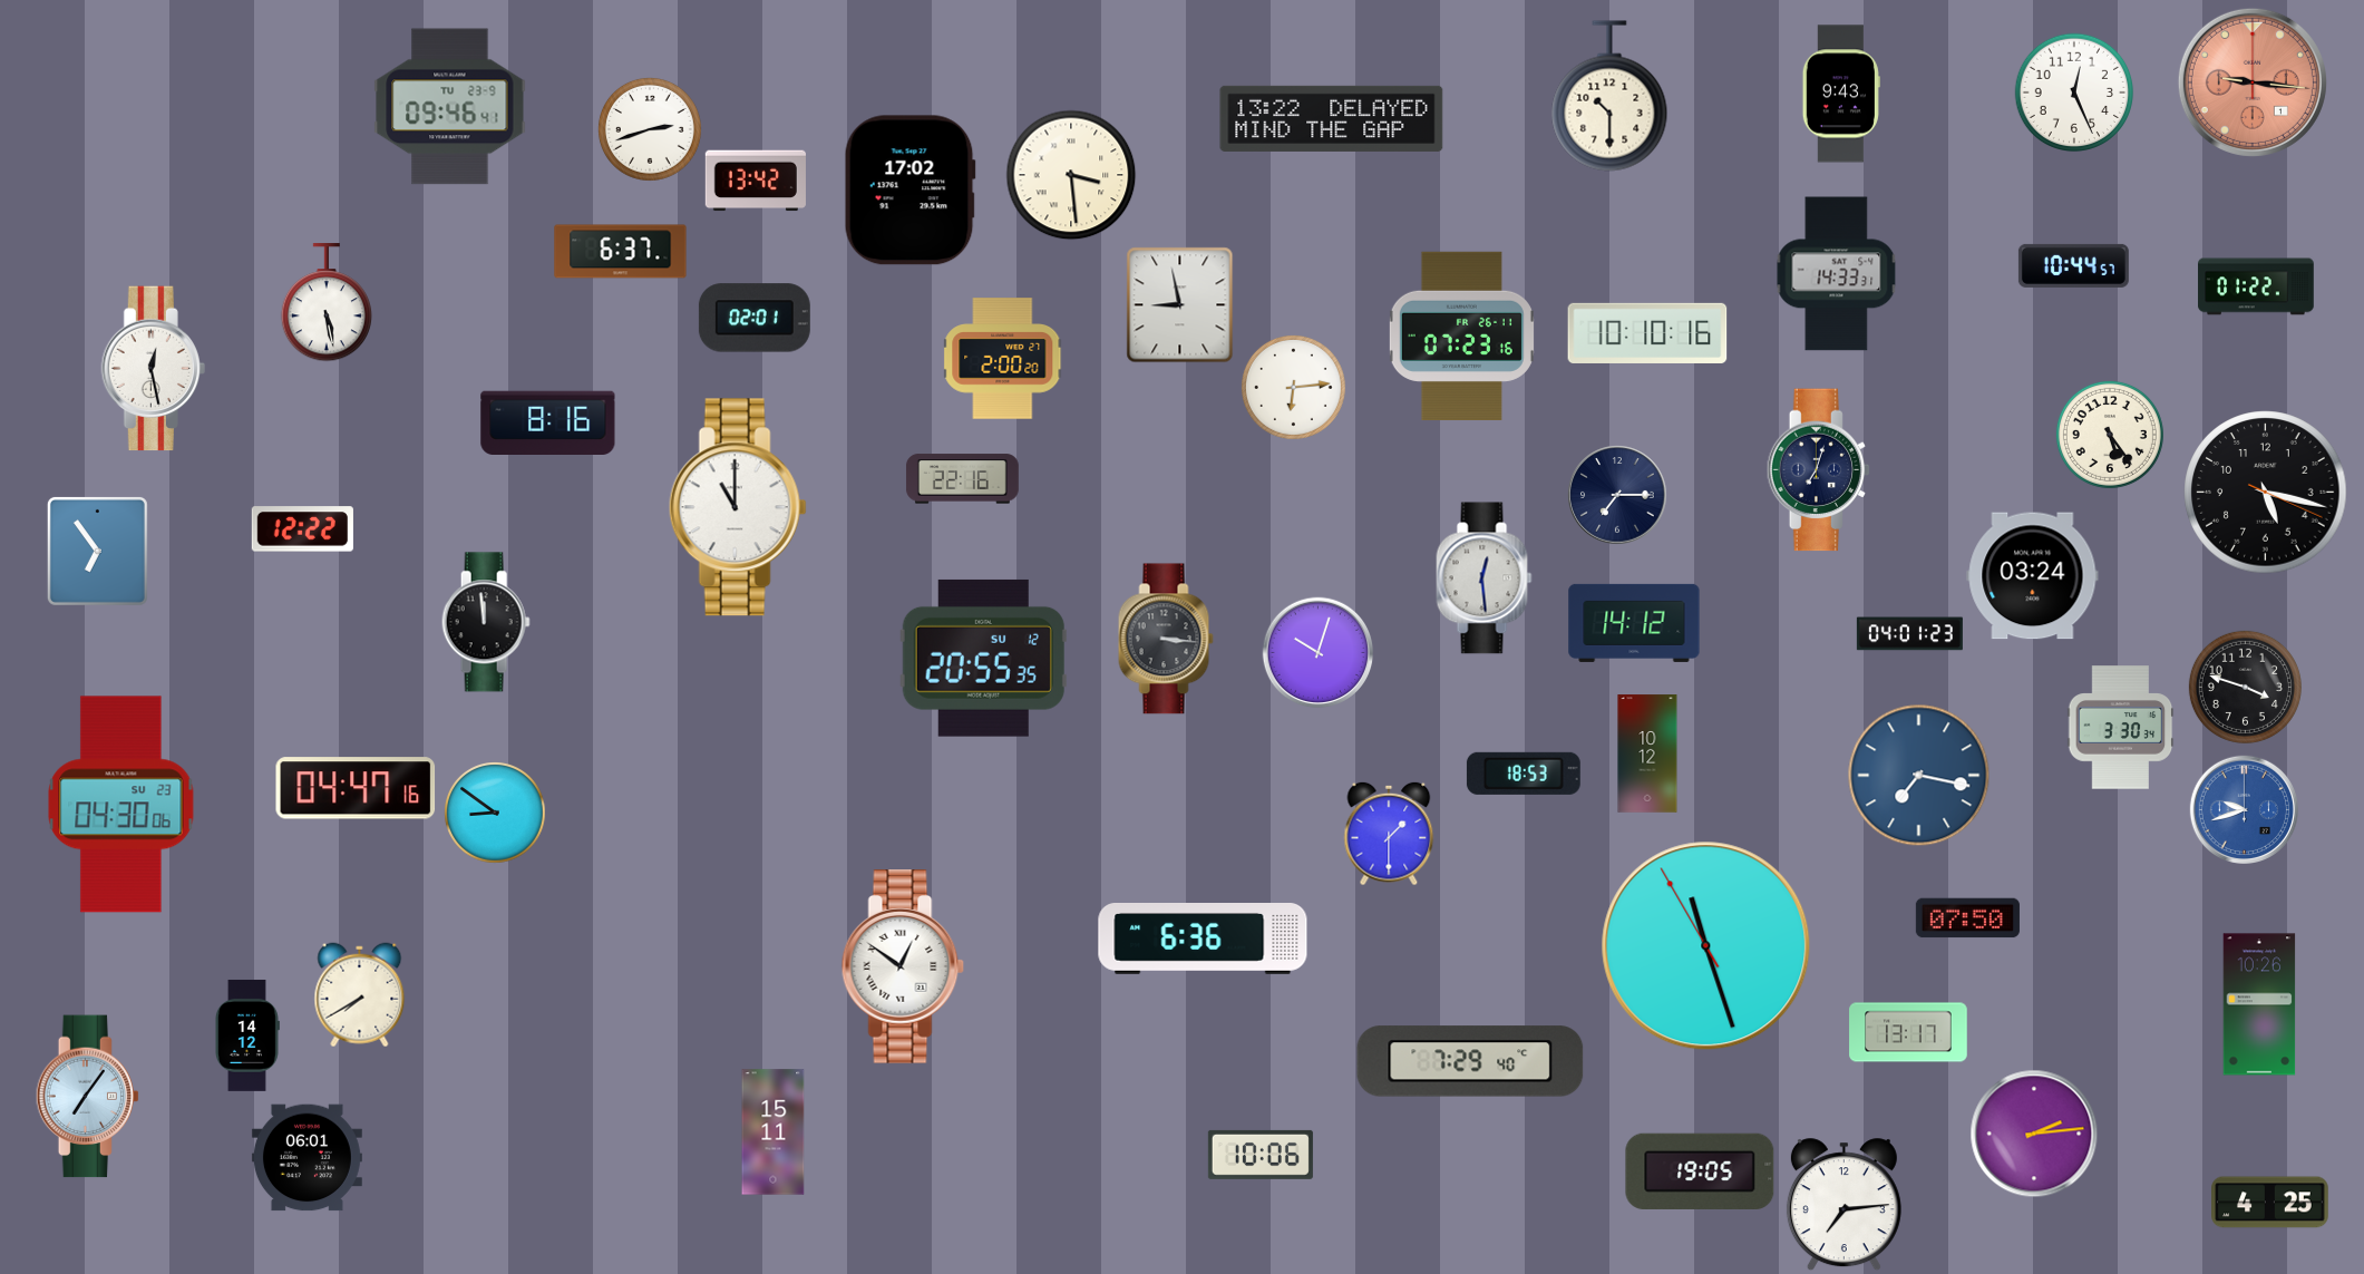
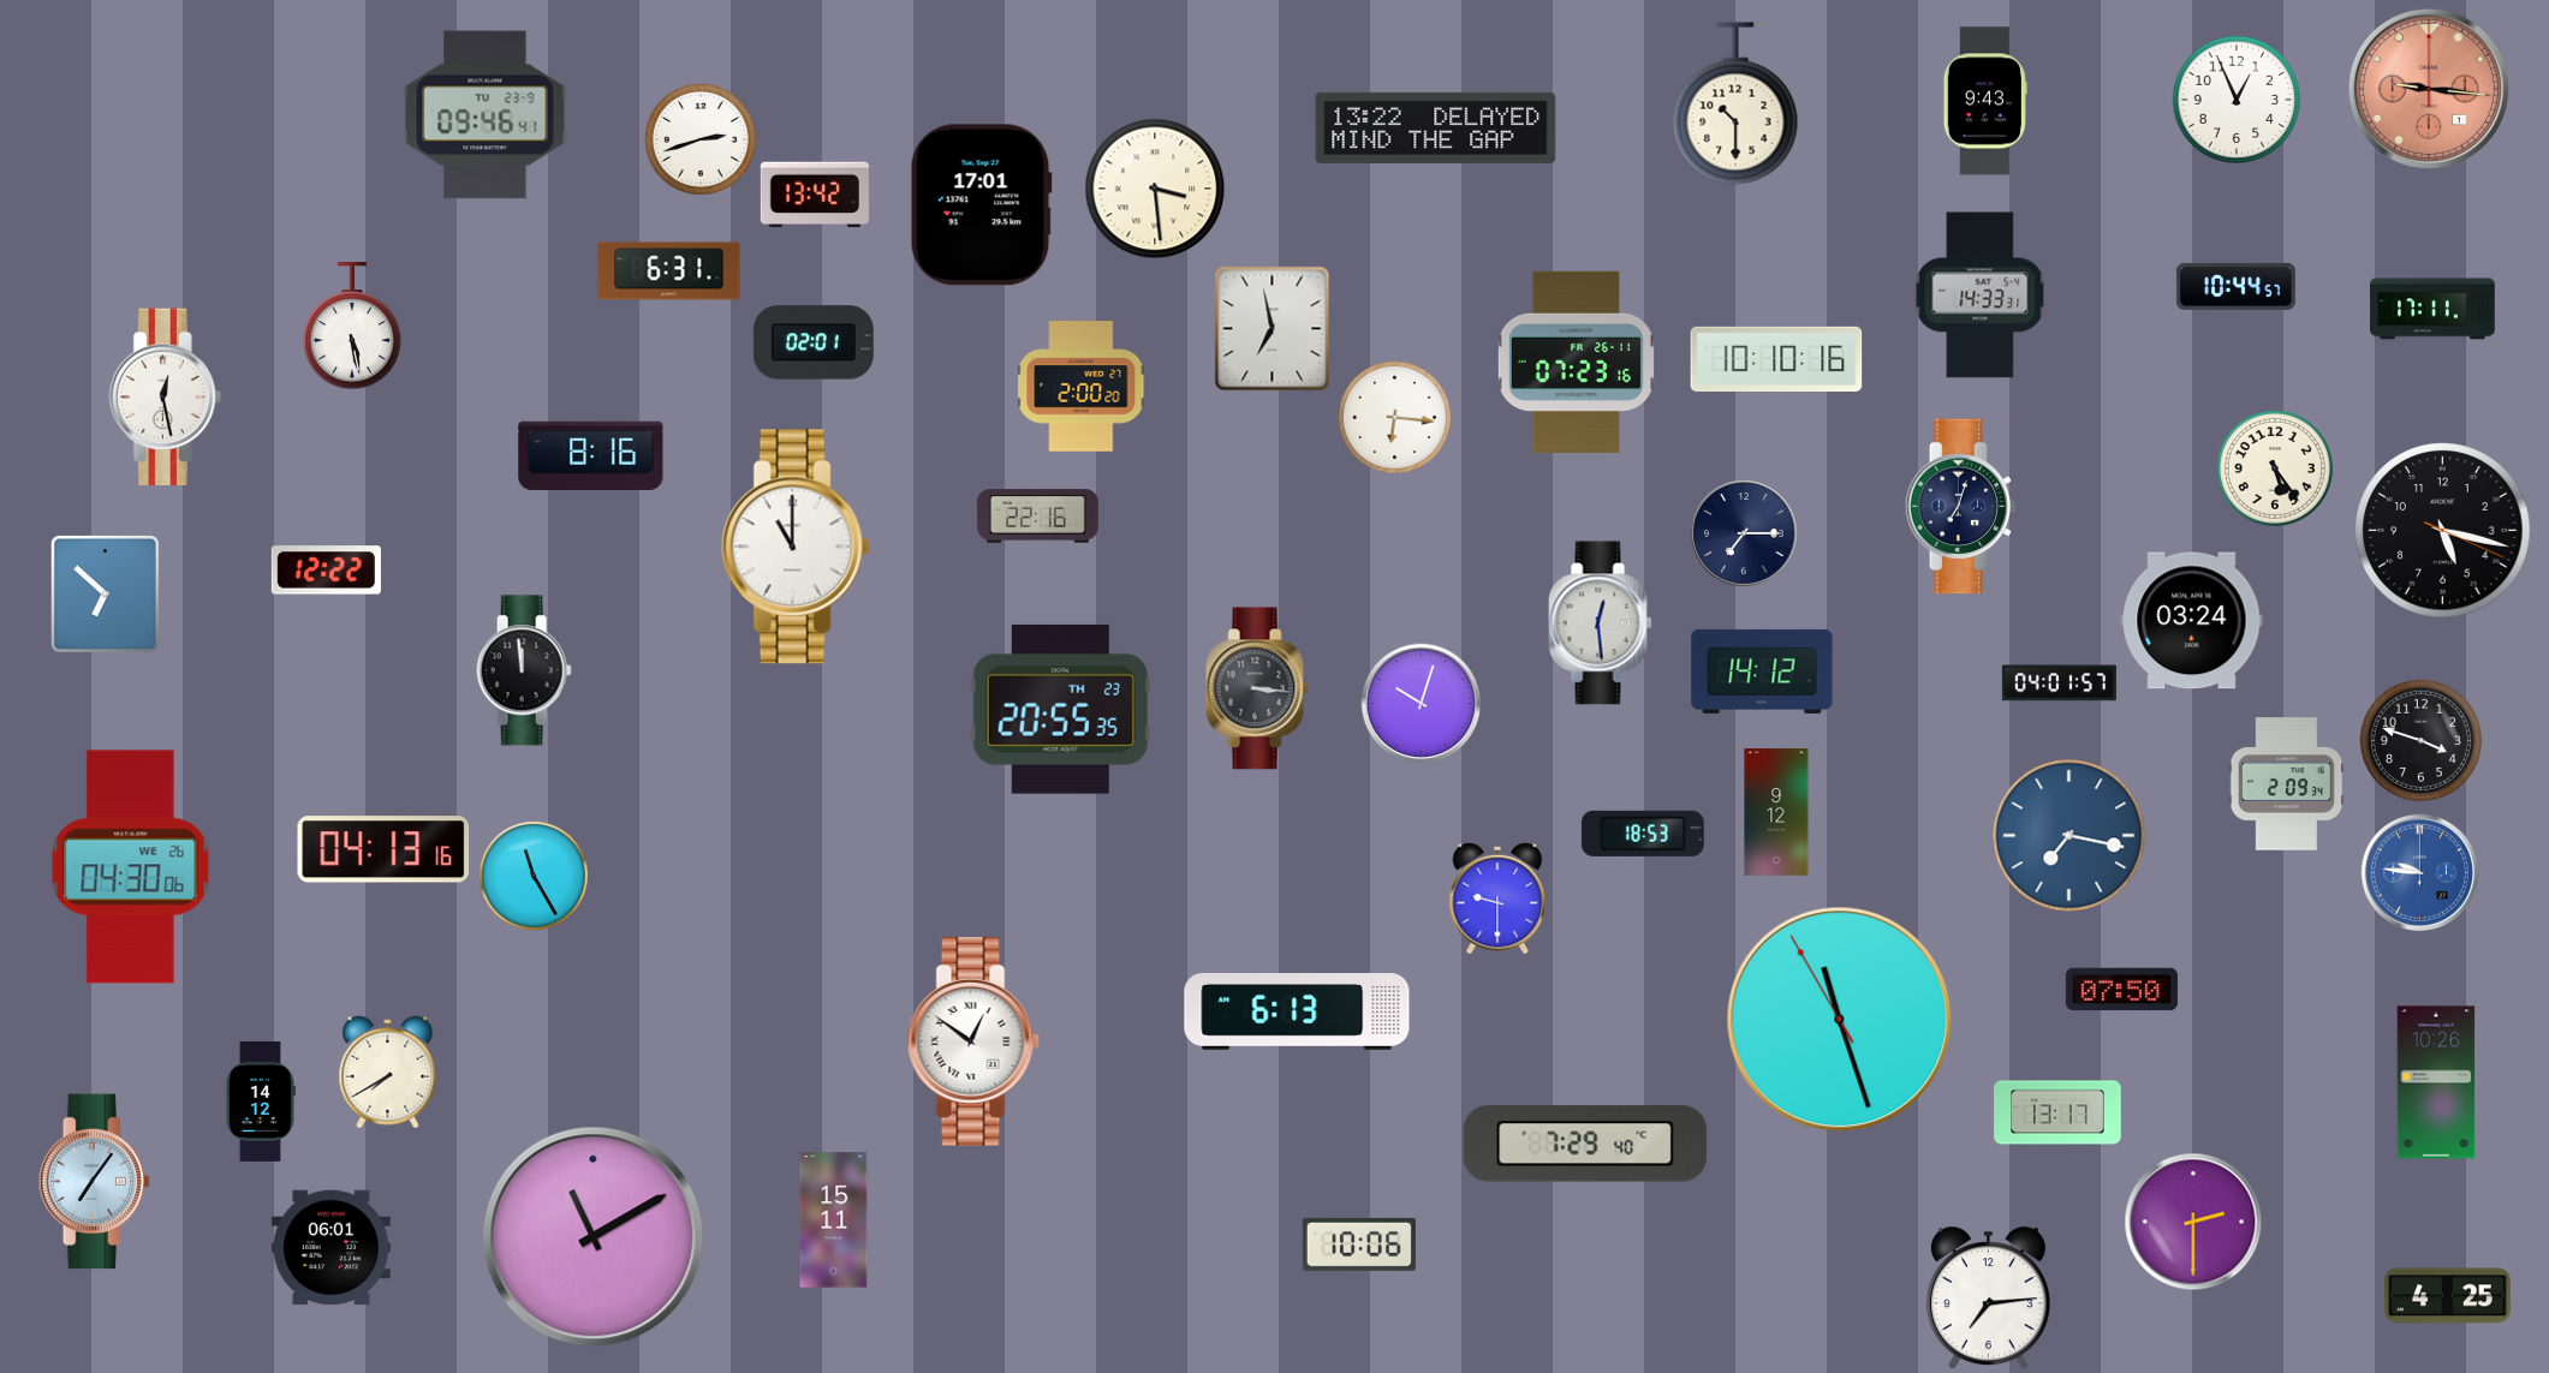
clock at (2074, 93): 12:26 -> 12:56
clock at (909, 191): 17:02 -> 17:01
clock at (621, 252): 6:37 -> 6:31
clock at (2256, 286): 01:22 -> 17:11
clock at (1180, 304): 8:58 -> 6:58
clock at (1293, 387): 6:14 -> 6:16
clock at (97, 551): 6:54 -> 6:52
clock at (1909, 634): 04:01:23 -> 04:01:57
clock at (983, 658) date: SU 12 -> TH 23
clock at (2121, 728): 3:30 -> 2:09
clock at (1647, 753): 10:12 -> 9:12
clock at (356, 788): 04:47 -> 04:13
clock at (121, 805) date: SU 23 -> WE 26
clock at (2244, 809): 9:42 -> 9:46
clock at (495, 813): 8:51 -> 11:25
clock at (1389, 834): 1:30 -> 9:30
clock at (1203, 940): 6:36 -> 6:13
clock at (246, 1035) position: (246, 1035) -> (260, 1102)
clock at (2034, 1134): 2:14 -> 2:30
clock at (594, 1237): none -> 11:10
clock at (1700, 1171): 19:05 -> none
